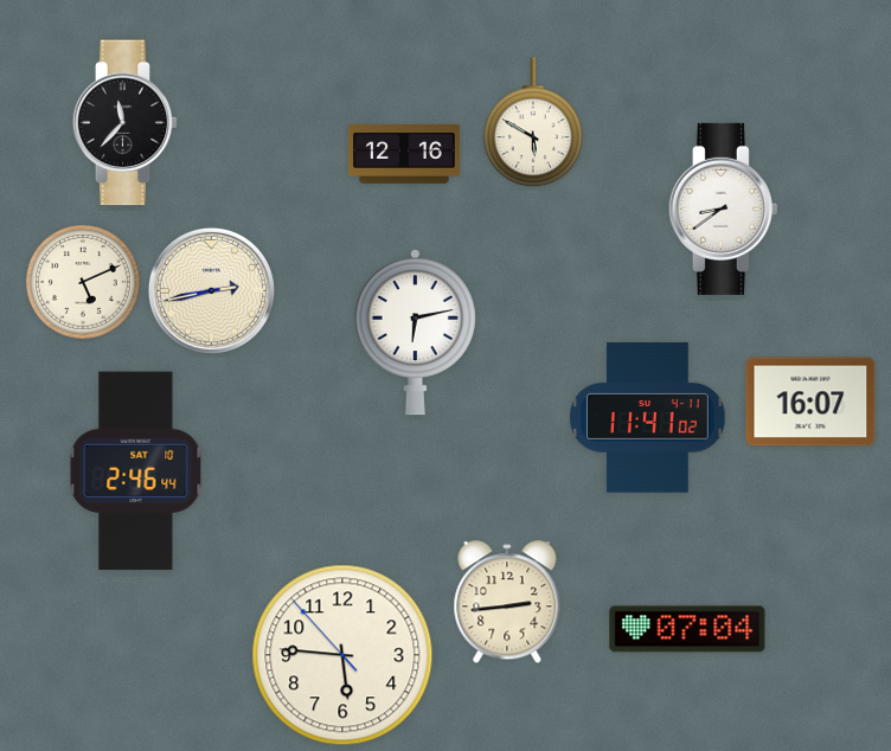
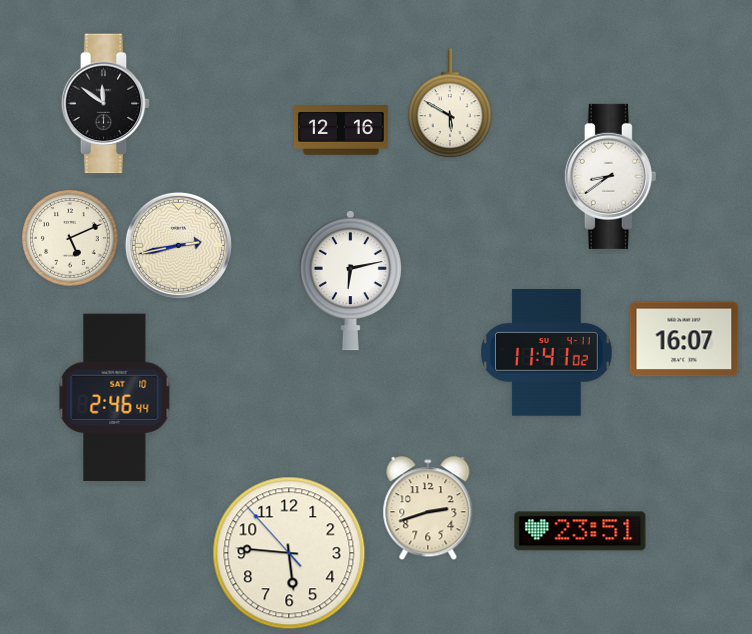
clock at (126, 123): 11:37 -> 11:51
clock at (507, 603): 2:44 -> 2:42
clock at (687, 629): 07:04 -> 23:51
